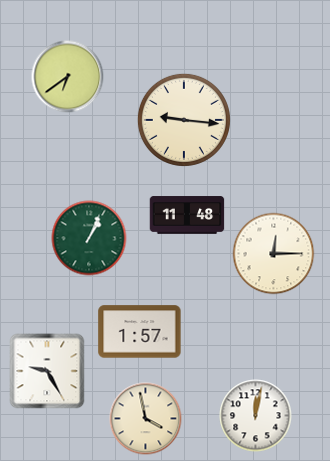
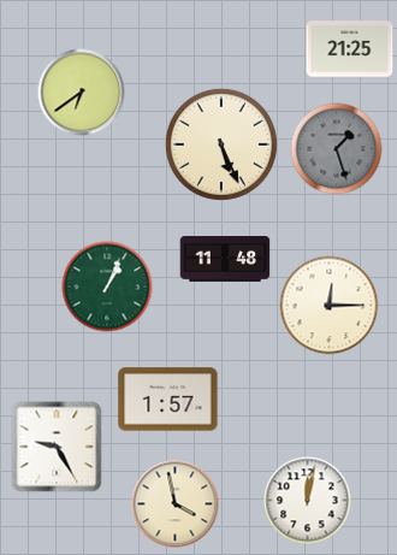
clock at (350, 49): none -> 21:25
clock at (184, 120): 9:16 -> 5:26
clock at (337, 149): none -> 1:27
